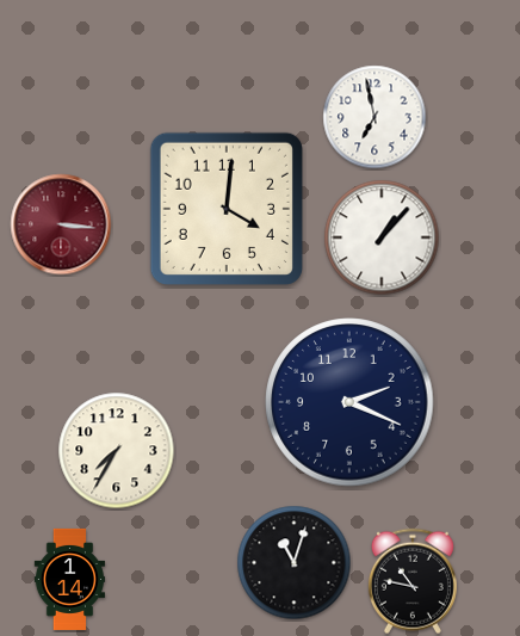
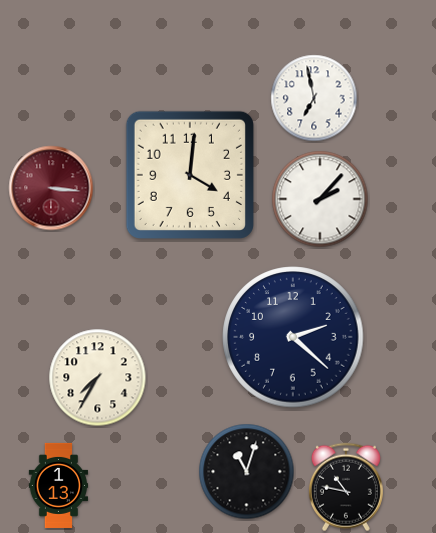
clock at (382, 237): 1:07 -> 2:07
clock at (349, 402): 2:19 -> 2:22
clock at (70, 579): 1:14 -> 1:13
